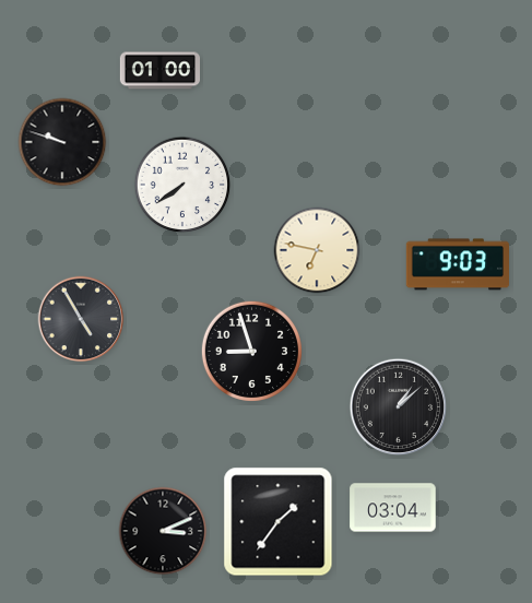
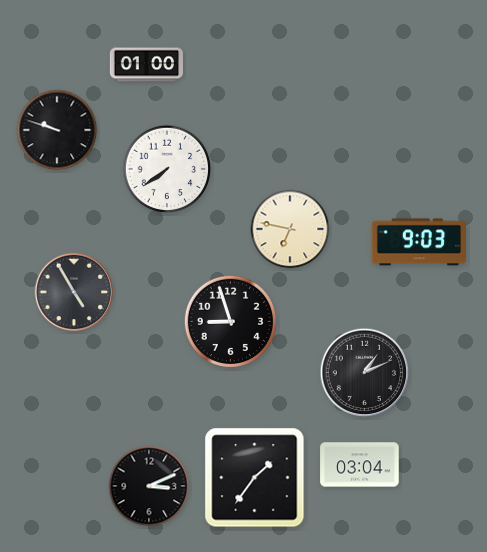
clock at (399, 407): 1:08 -> 1:11
